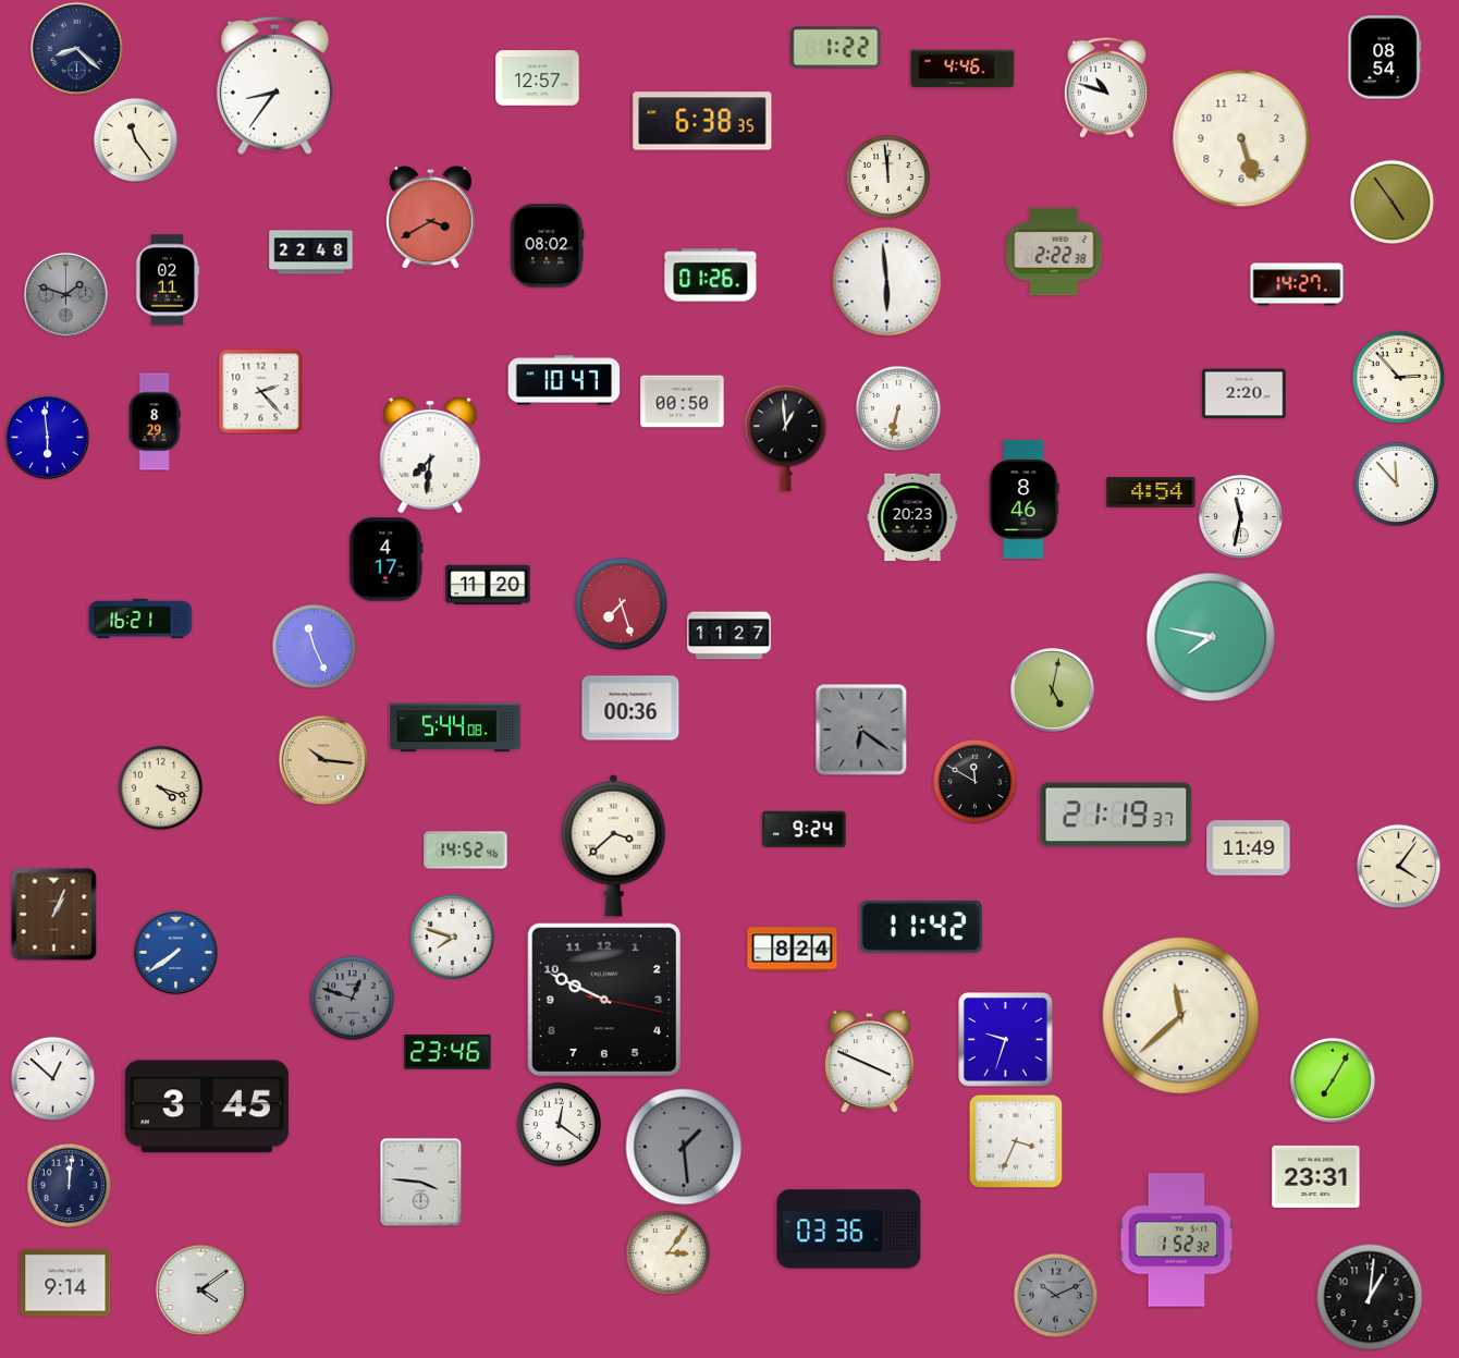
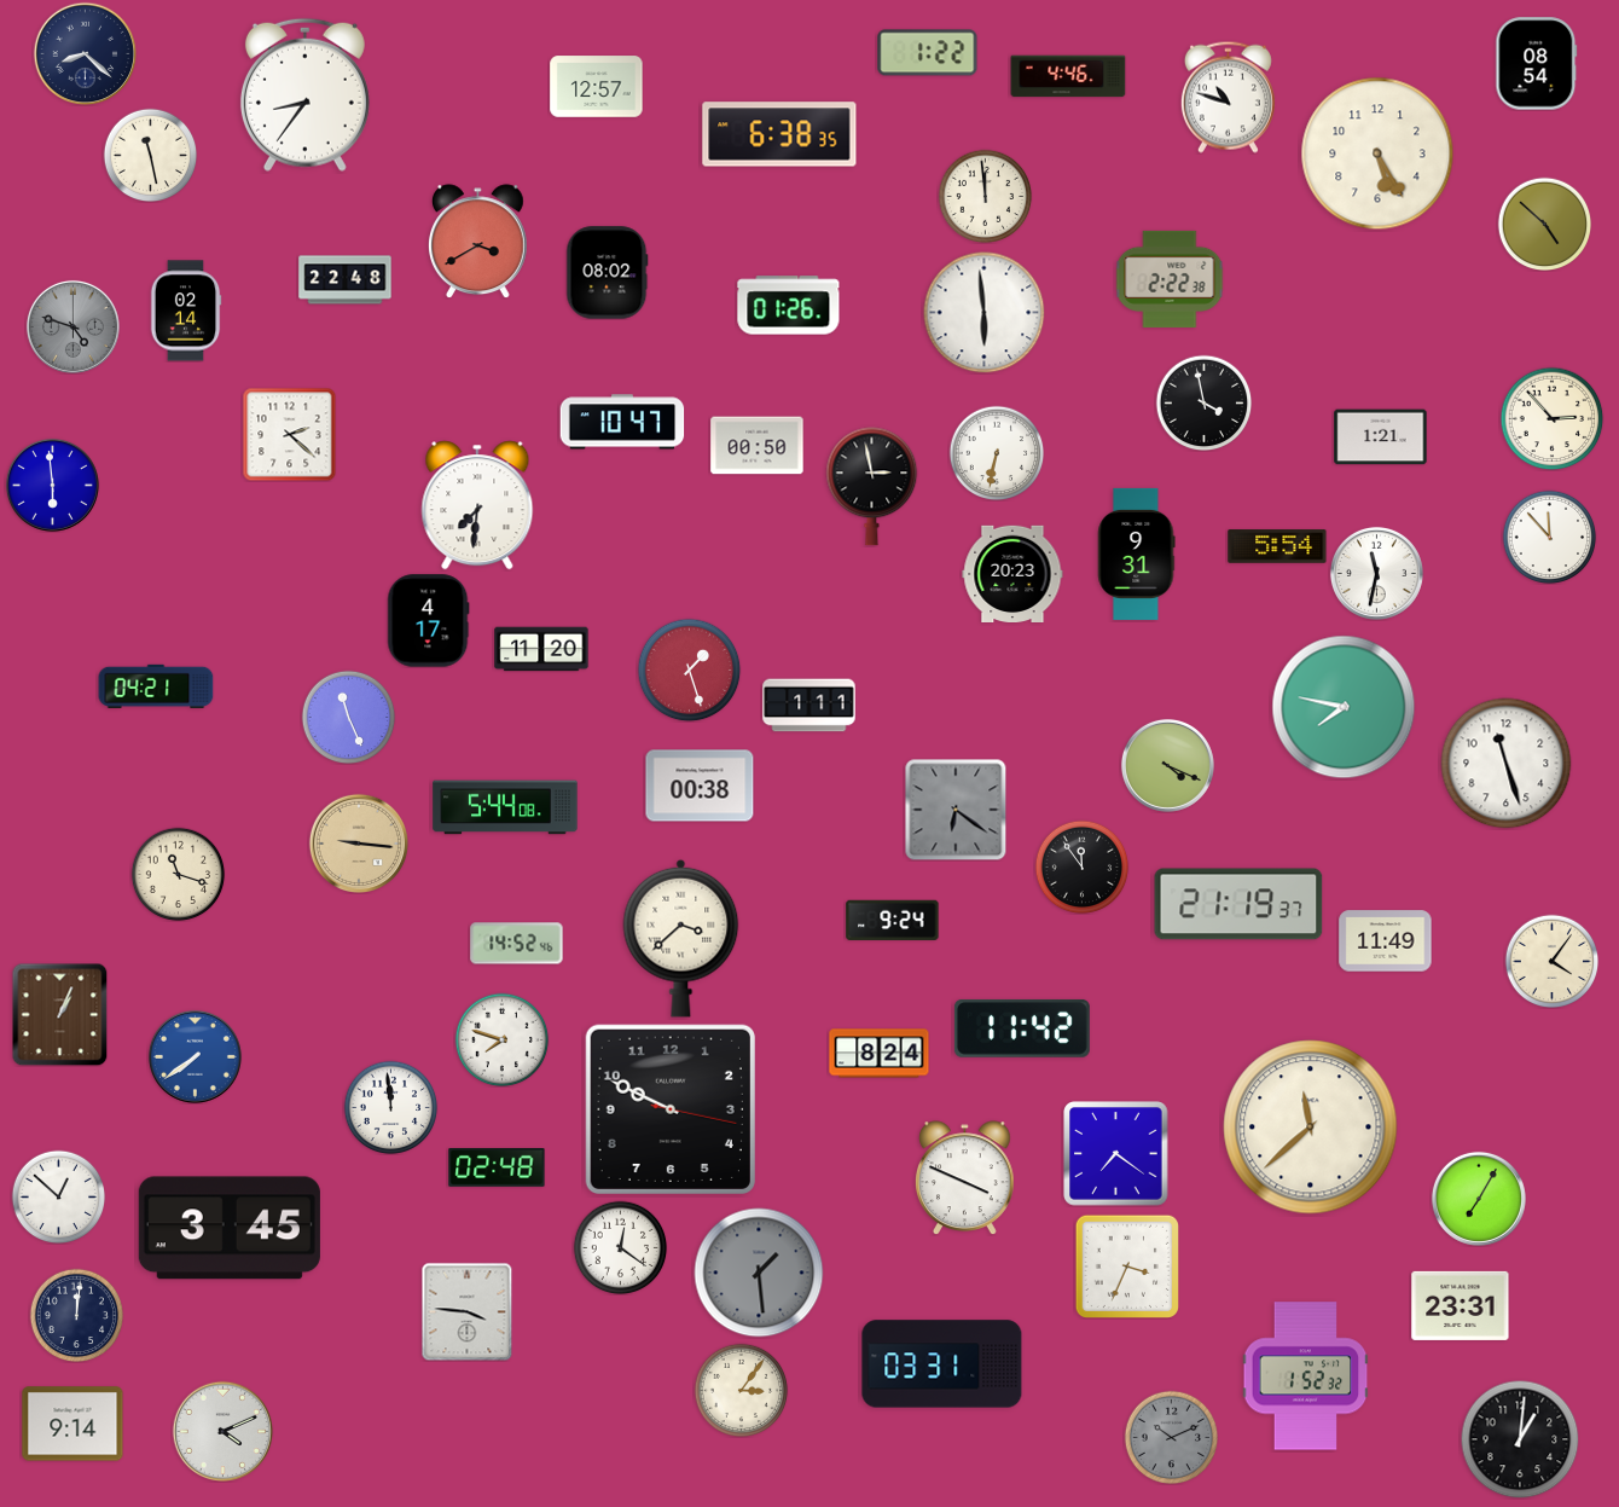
clock at (1241, 138): 5:27 -> 5:25
clock at (135, 139): 11:24 -> 11:28
clock at (1391, 201): 4:54 -> 4:52
clock at (168, 280): 02:11 -> 02:14
clock at (1297, 284): 14:27 -> none
clock at (65, 294): 1:48 -> 4:48
clock at (1203, 402): none -> 3:58
clock at (564, 380) position: (564, 380) -> (622, 422)
clock at (260, 391): 2:23 -> 2:22
clock at (1245, 394): 2:20 -> 1:21
clock at (155, 421): 8:29 -> none
clock at (786, 439): 12:59 -> 2:58
clock at (1151, 492): 4:54 -> 5:54
clock at (1023, 499): 8:46 -> 9:31
clock at (621, 603): 7:27 -> 1:27
clock at (140, 619): 16:21 -> 04:21
clock at (729, 636): 11:27 -> 1:11
clock at (1507, 764): none -> 11:27
clock at (1052, 689): 5:02 -> 4:19
clock at (630, 708): 00:36 -> 00:38
clock at (322, 759): 10:16 -> 9:16
clock at (974, 781): 11:50 -> 11:54
clock at (160, 787): 4:18 -> 11:18
clock at (352, 998): 12:48 -> 11:59
clock at (352, 998) dial: grey -> white
clock at (1006, 1040): 9:33 -> 7:21
clock at (447, 1052): 23:46 -> 02:48
clock at (849, 1229): 03:36 -> 03:31
clock at (200, 1289): 4:09 -> 4:11
